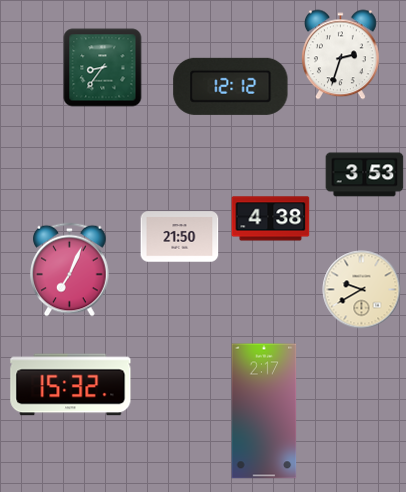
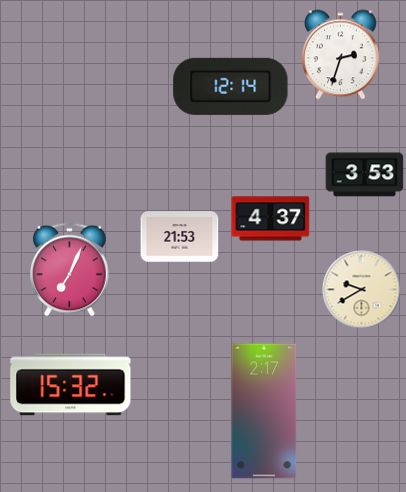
clock at (102, 67): 8:36 -> none
clock at (231, 86): 12:12 -> 12:14
clock at (270, 219): 4:38 -> 4:37
clock at (179, 237): 21:50 -> 21:53
